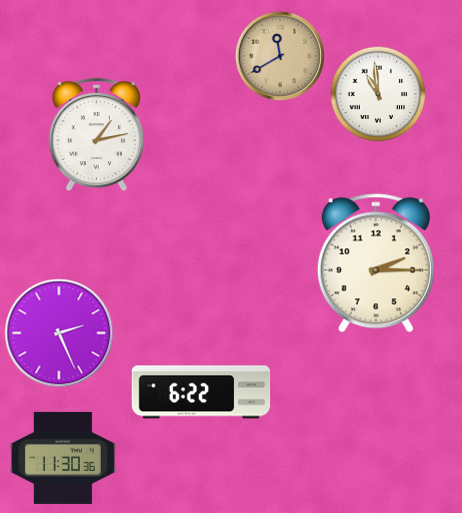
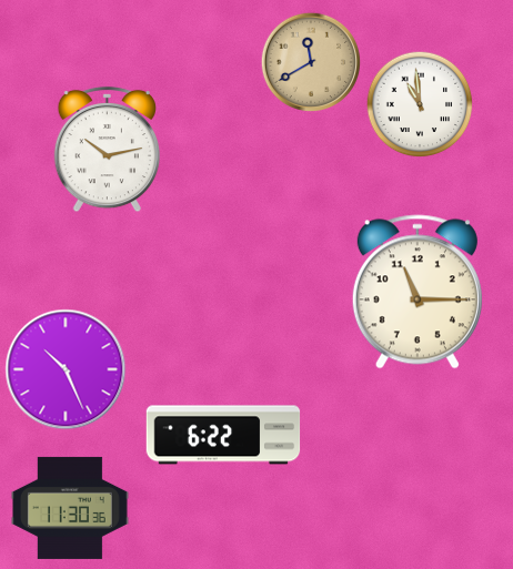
clock at (96, 135): 1:13 -> 10:13
clock at (376, 263): 2:15 -> 11:15
clock at (59, 333): 2:26 -> 10:26
